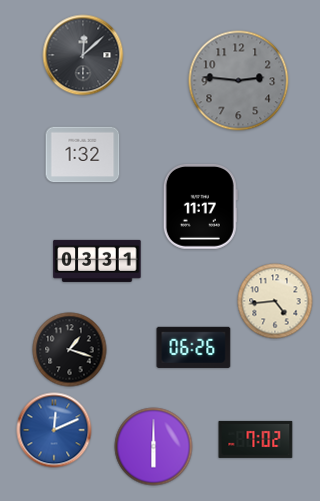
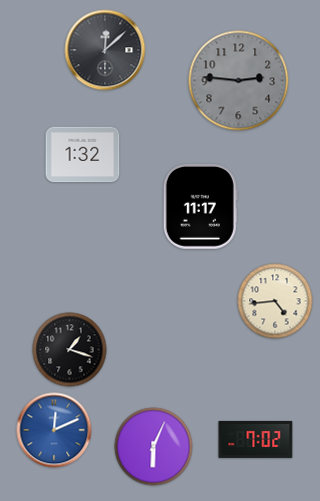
clock at (83, 55) position: (83, 55) -> (105, 50)
clock at (97, 261): 03:31 -> none
clock at (194, 347): 06:26 -> none
clock at (154, 447): 6:00 -> 6:04
